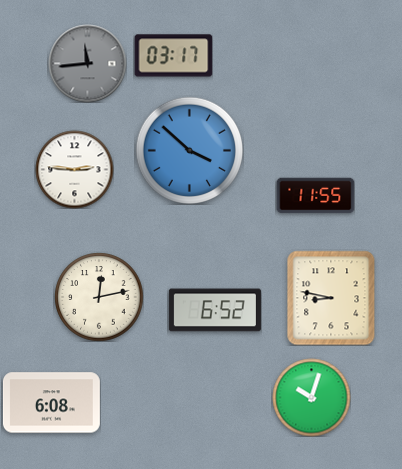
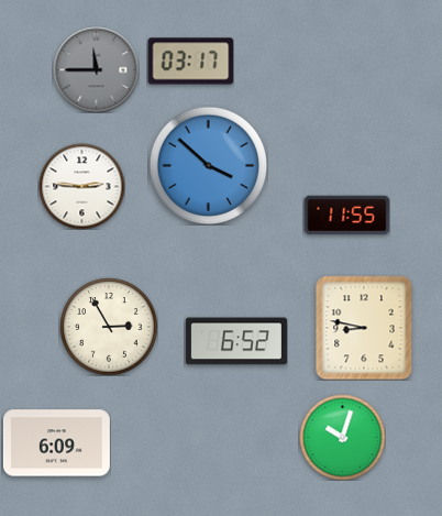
clock at (87, 63): 11:44 -> 11:45
clock at (99, 297): 12:13 -> 2:55
clock at (51, 403): 6:08 -> 6:09
